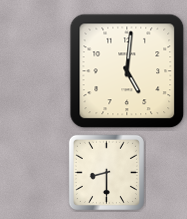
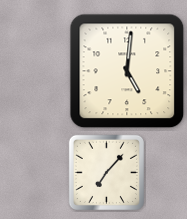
clock at (106, 172): 8:30 -> 7:07
